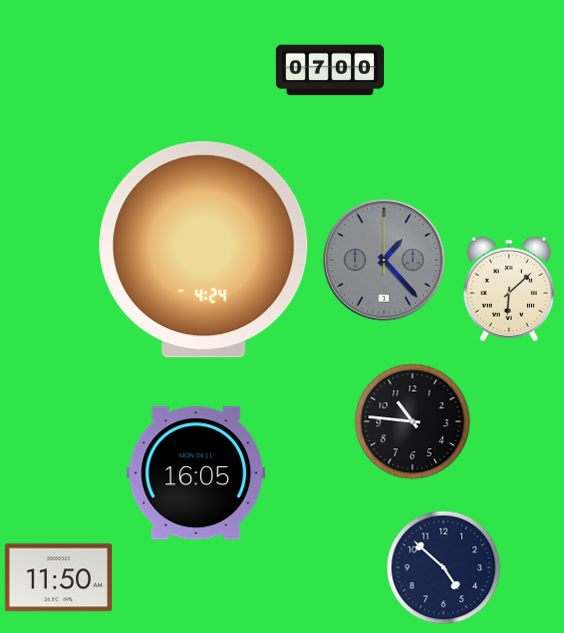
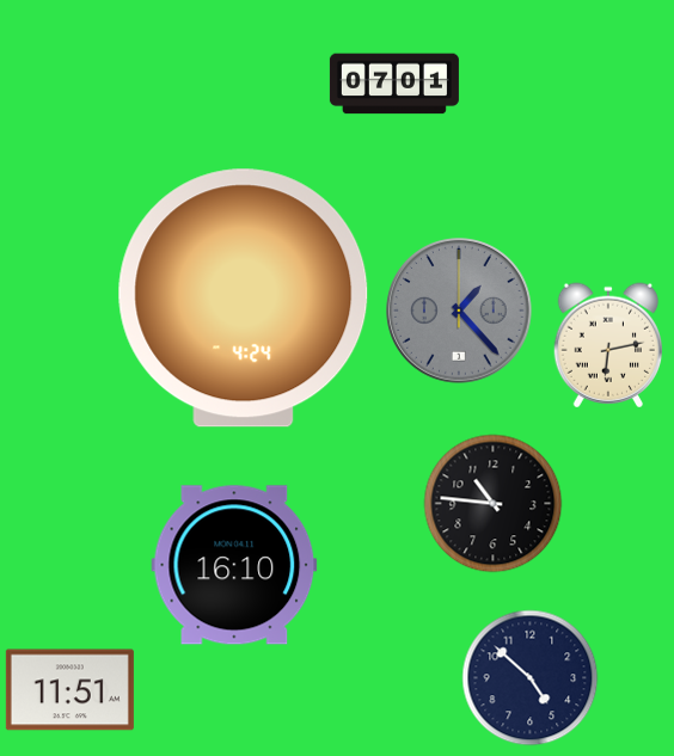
clock at (330, 70): 07:00 -> 07:01
clock at (508, 289): 6:08 -> 6:13
clock at (196, 473): 16:05 -> 16:10
clock at (58, 578): 11:50 -> 11:51
